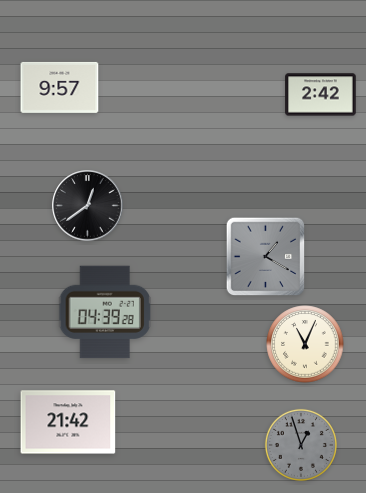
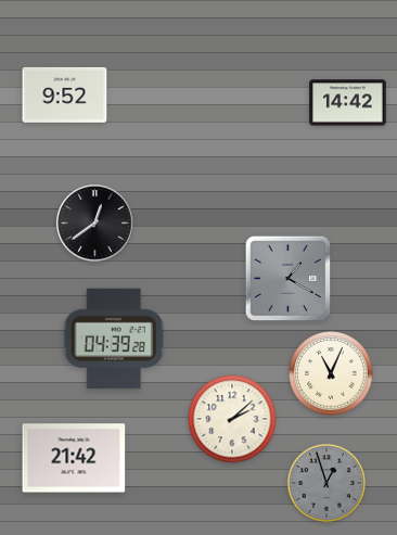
clock at (60, 87): 9:57 -> 9:52
clock at (321, 95): 2:42 -> 14:42
clock at (232, 419): none -> 2:08
